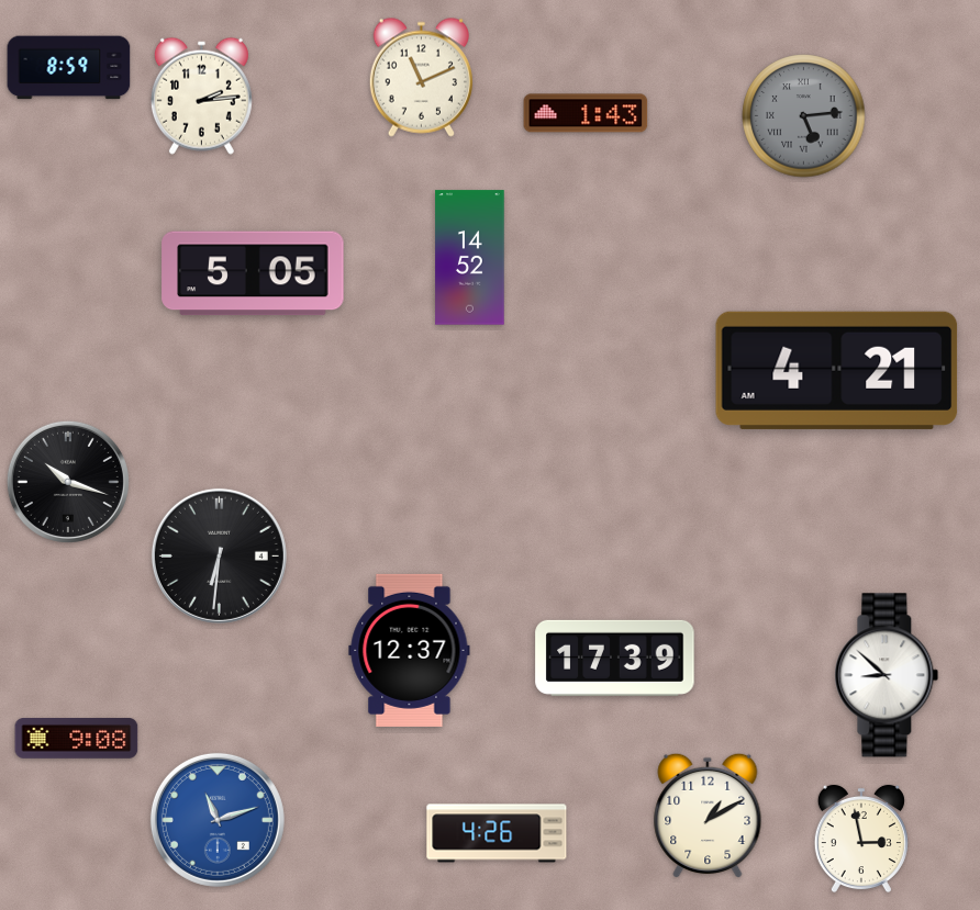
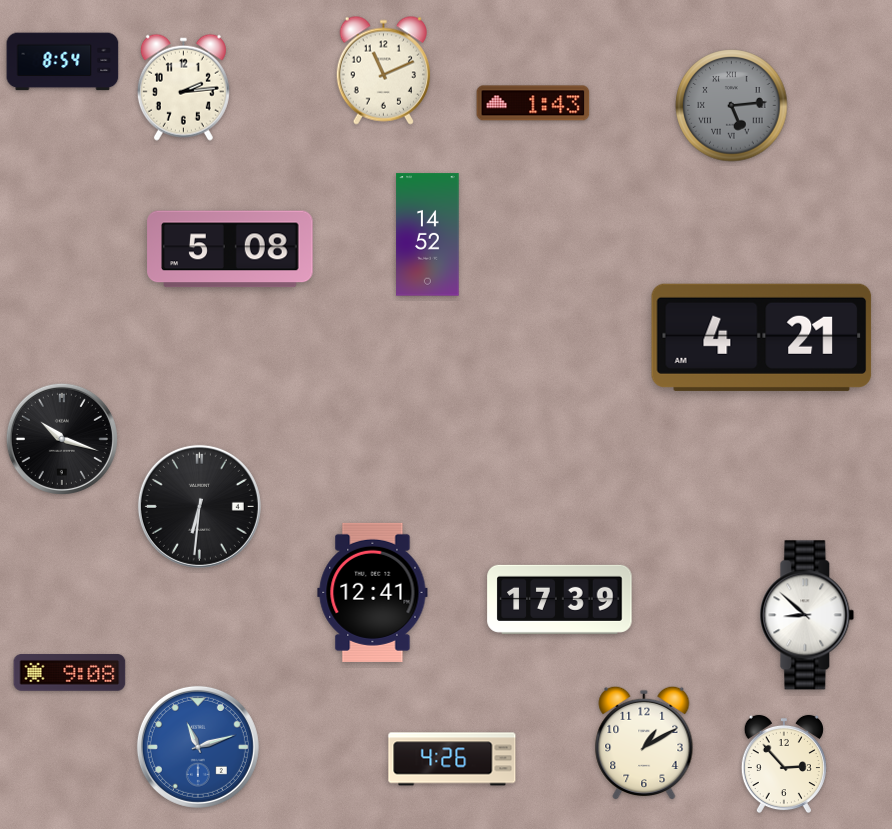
clock at (69, 68): 8:59 -> 8:54
clock at (253, 273): 5:05 -> 5:08
clock at (410, 650): 12:37 -> 12:41
clock at (861, 839): 2:58 -> 2:53
